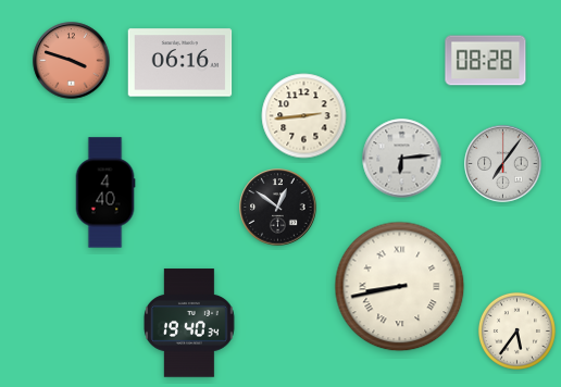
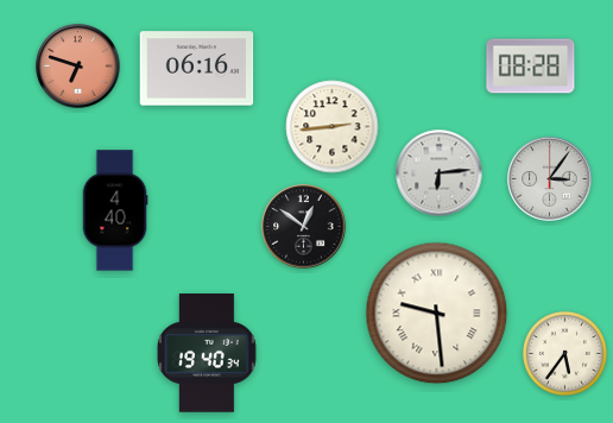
clock at (72, 61): 3:48 -> 6:48
clock at (503, 164): 7:06 -> 3:06
clock at (400, 287): 8:43 -> 9:29
clock at (516, 330) position: (516, 330) -> (564, 353)
